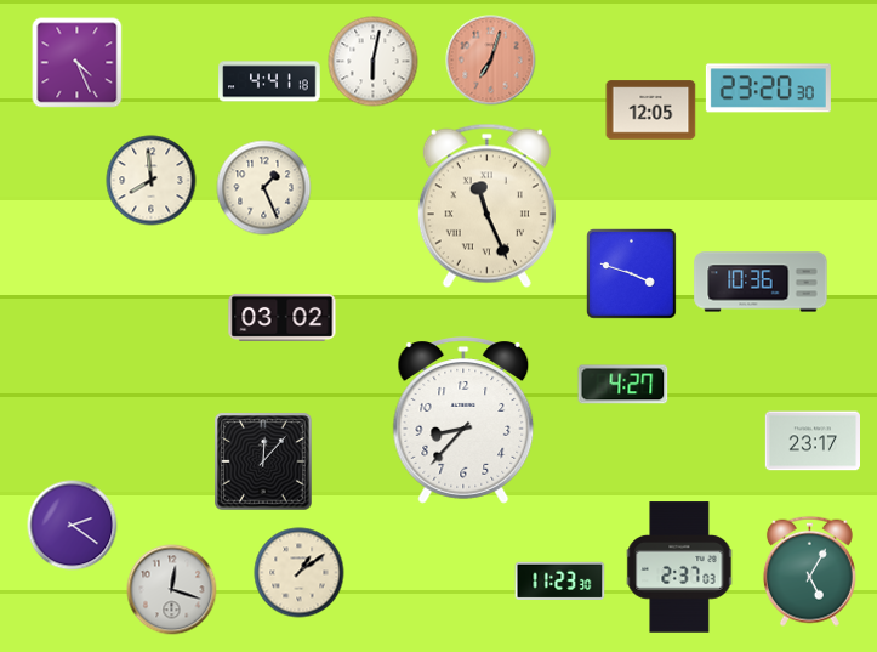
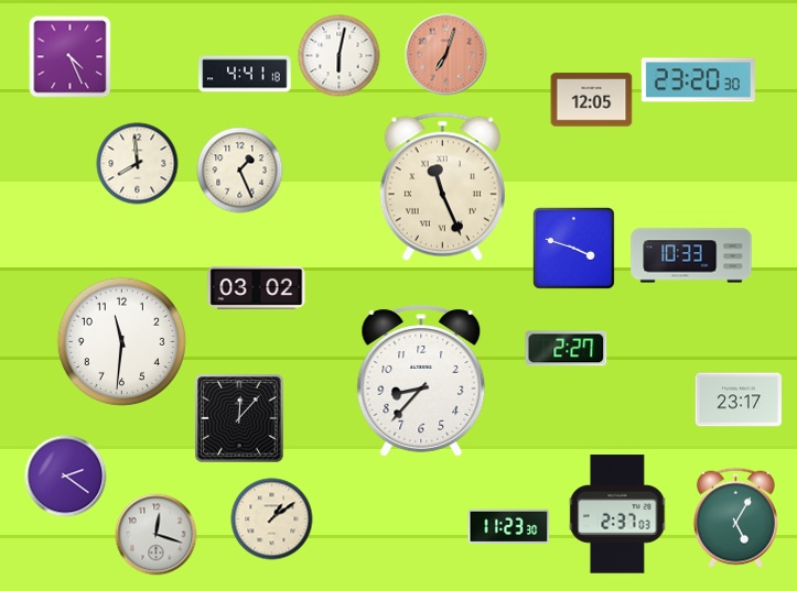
clock at (761, 282): 10:36 -> 10:33
clock at (121, 341): none -> 11:31
clock at (623, 385): 4:27 -> 2:27
